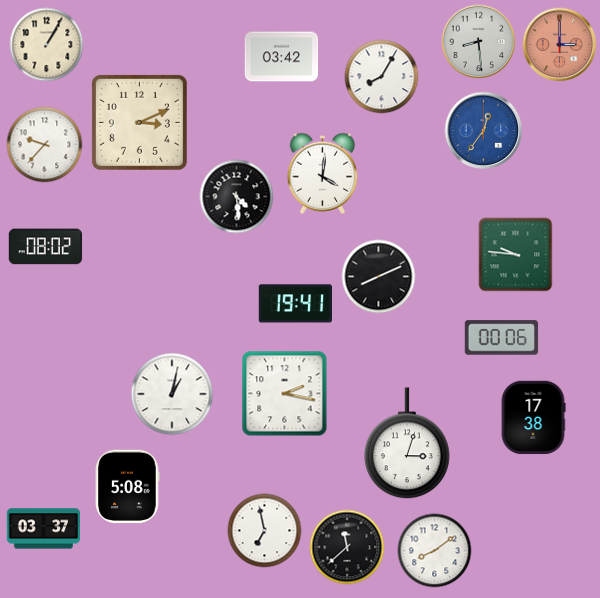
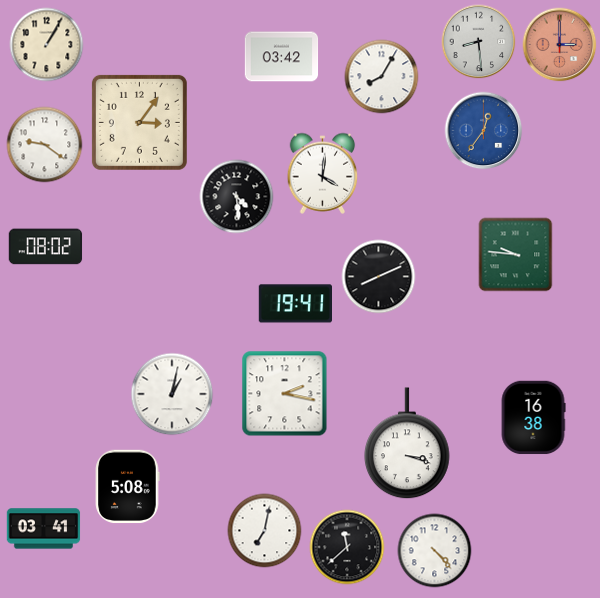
clock at (139, 122): 3:11 -> 3:06
clock at (45, 145): 9:37 -> 9:21
clock at (502, 338): 00:06 -> none
clock at (533, 418): 17:38 -> 16:38
clock at (408, 444): 3:03 -> 3:18
clock at (44, 529): 03:37 -> 03:41
clock at (265, 531): 6:58 -> 7:02
clock at (435, 551): 8:09 -> 4:23
